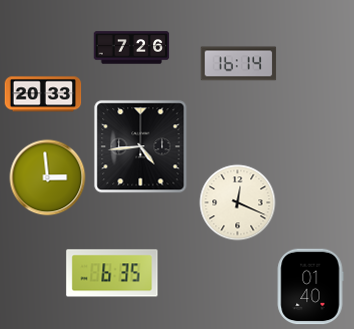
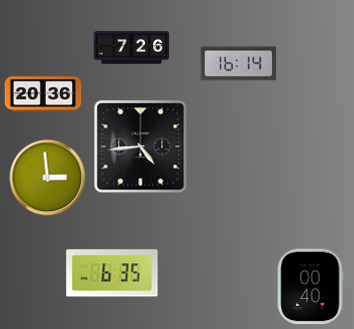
clock at (43, 94): 20:33 -> 20:36
clock at (238, 203): 12:19 -> none
clock at (310, 287): 01:40 -> 00:40
